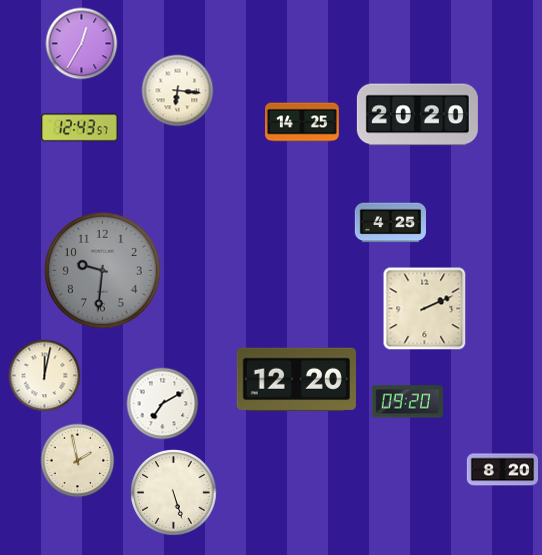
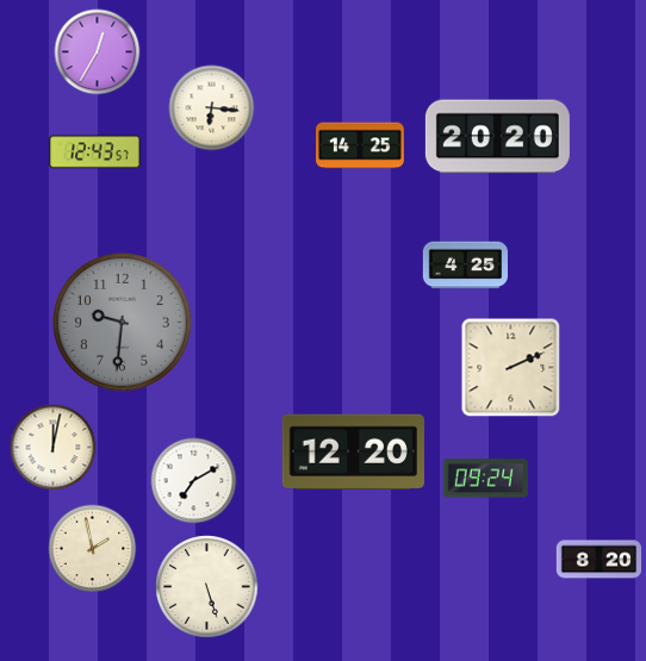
clock at (425, 309) position: (425, 309) -> (511, 368)
clock at (407, 402): 09:20 -> 09:24
